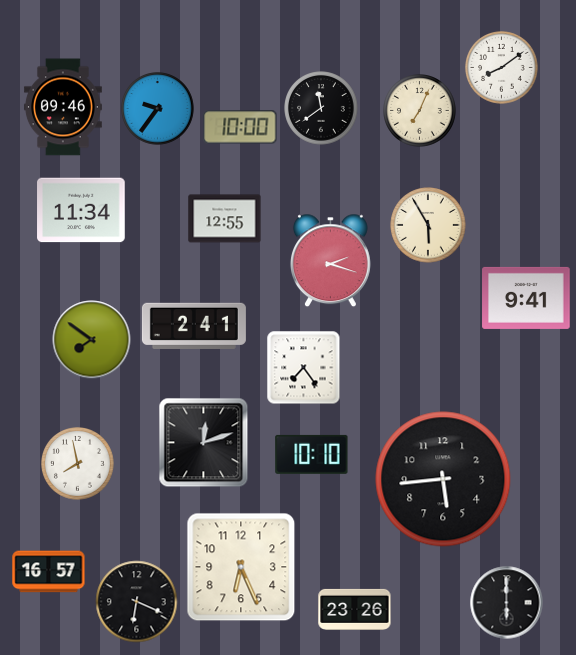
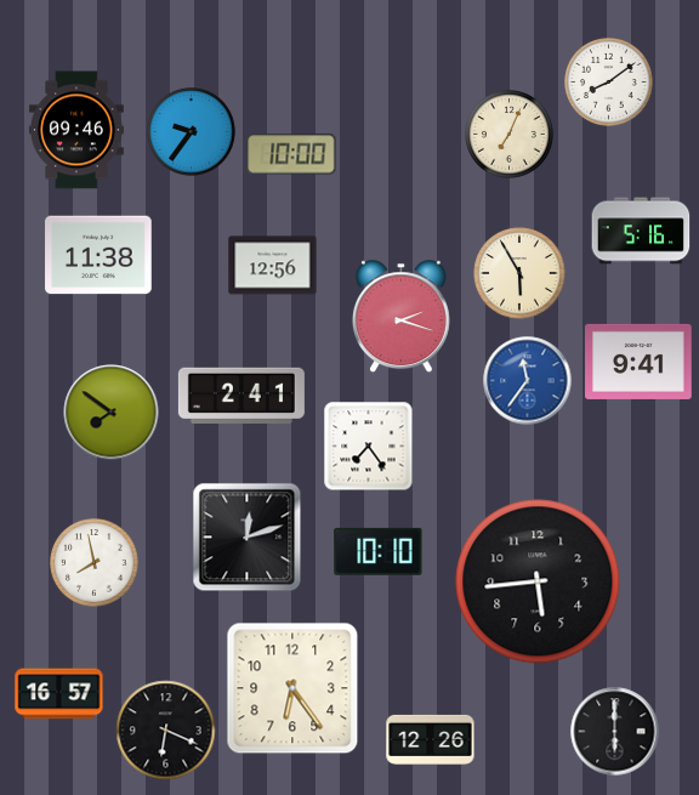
clock at (321, 108): 11:39 -> none
clock at (641, 231): none -> 5:16
clock at (81, 210): 11:34 -> 11:38
clock at (225, 219): 12:55 -> 12:56
clock at (528, 381): none -> 11:36
clock at (194, 326) position: (194, 326) -> (241, 396)
clock at (241, 567): 6:26 -> 6:24
clock at (355, 609): 23:26 -> 12:26
